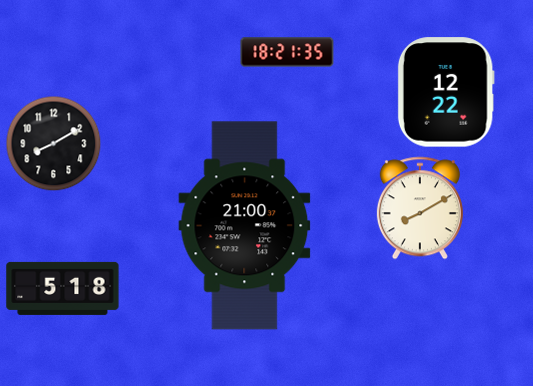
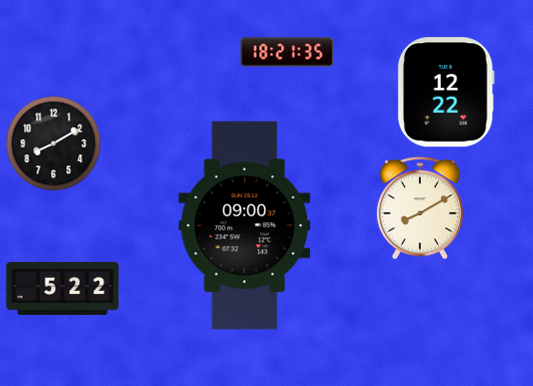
clock at (245, 226): 21:00 -> 09:00
clock at (63, 288): 5:18 -> 5:22
